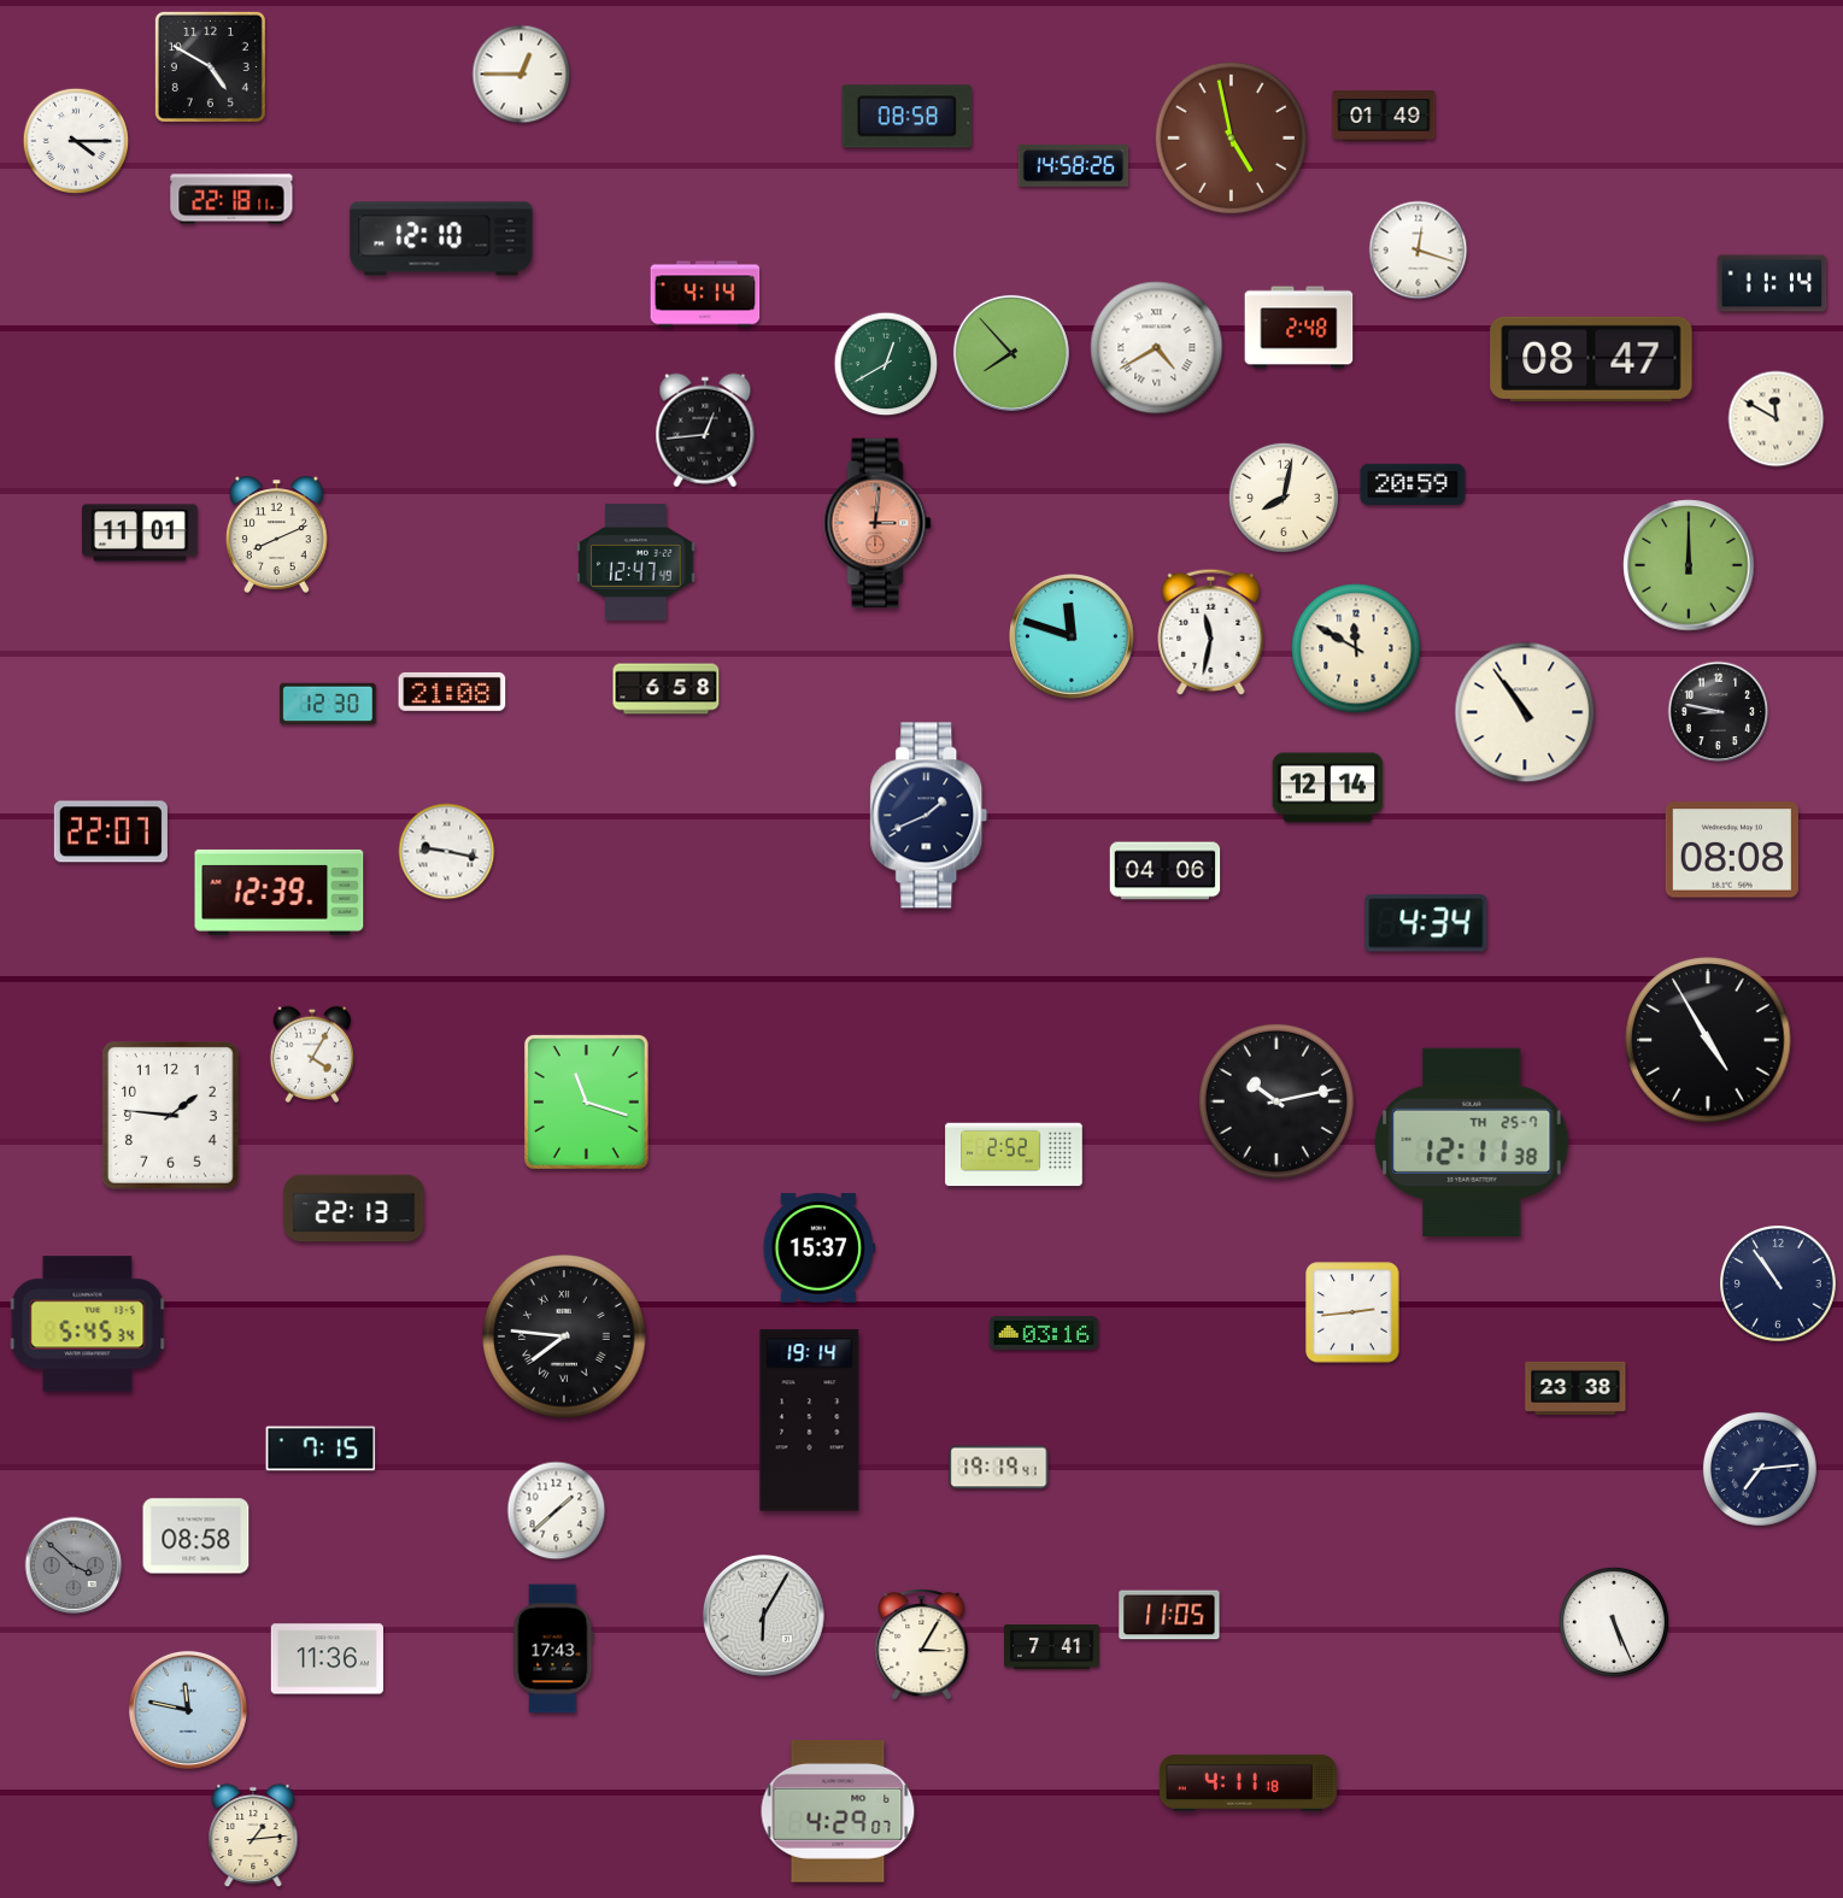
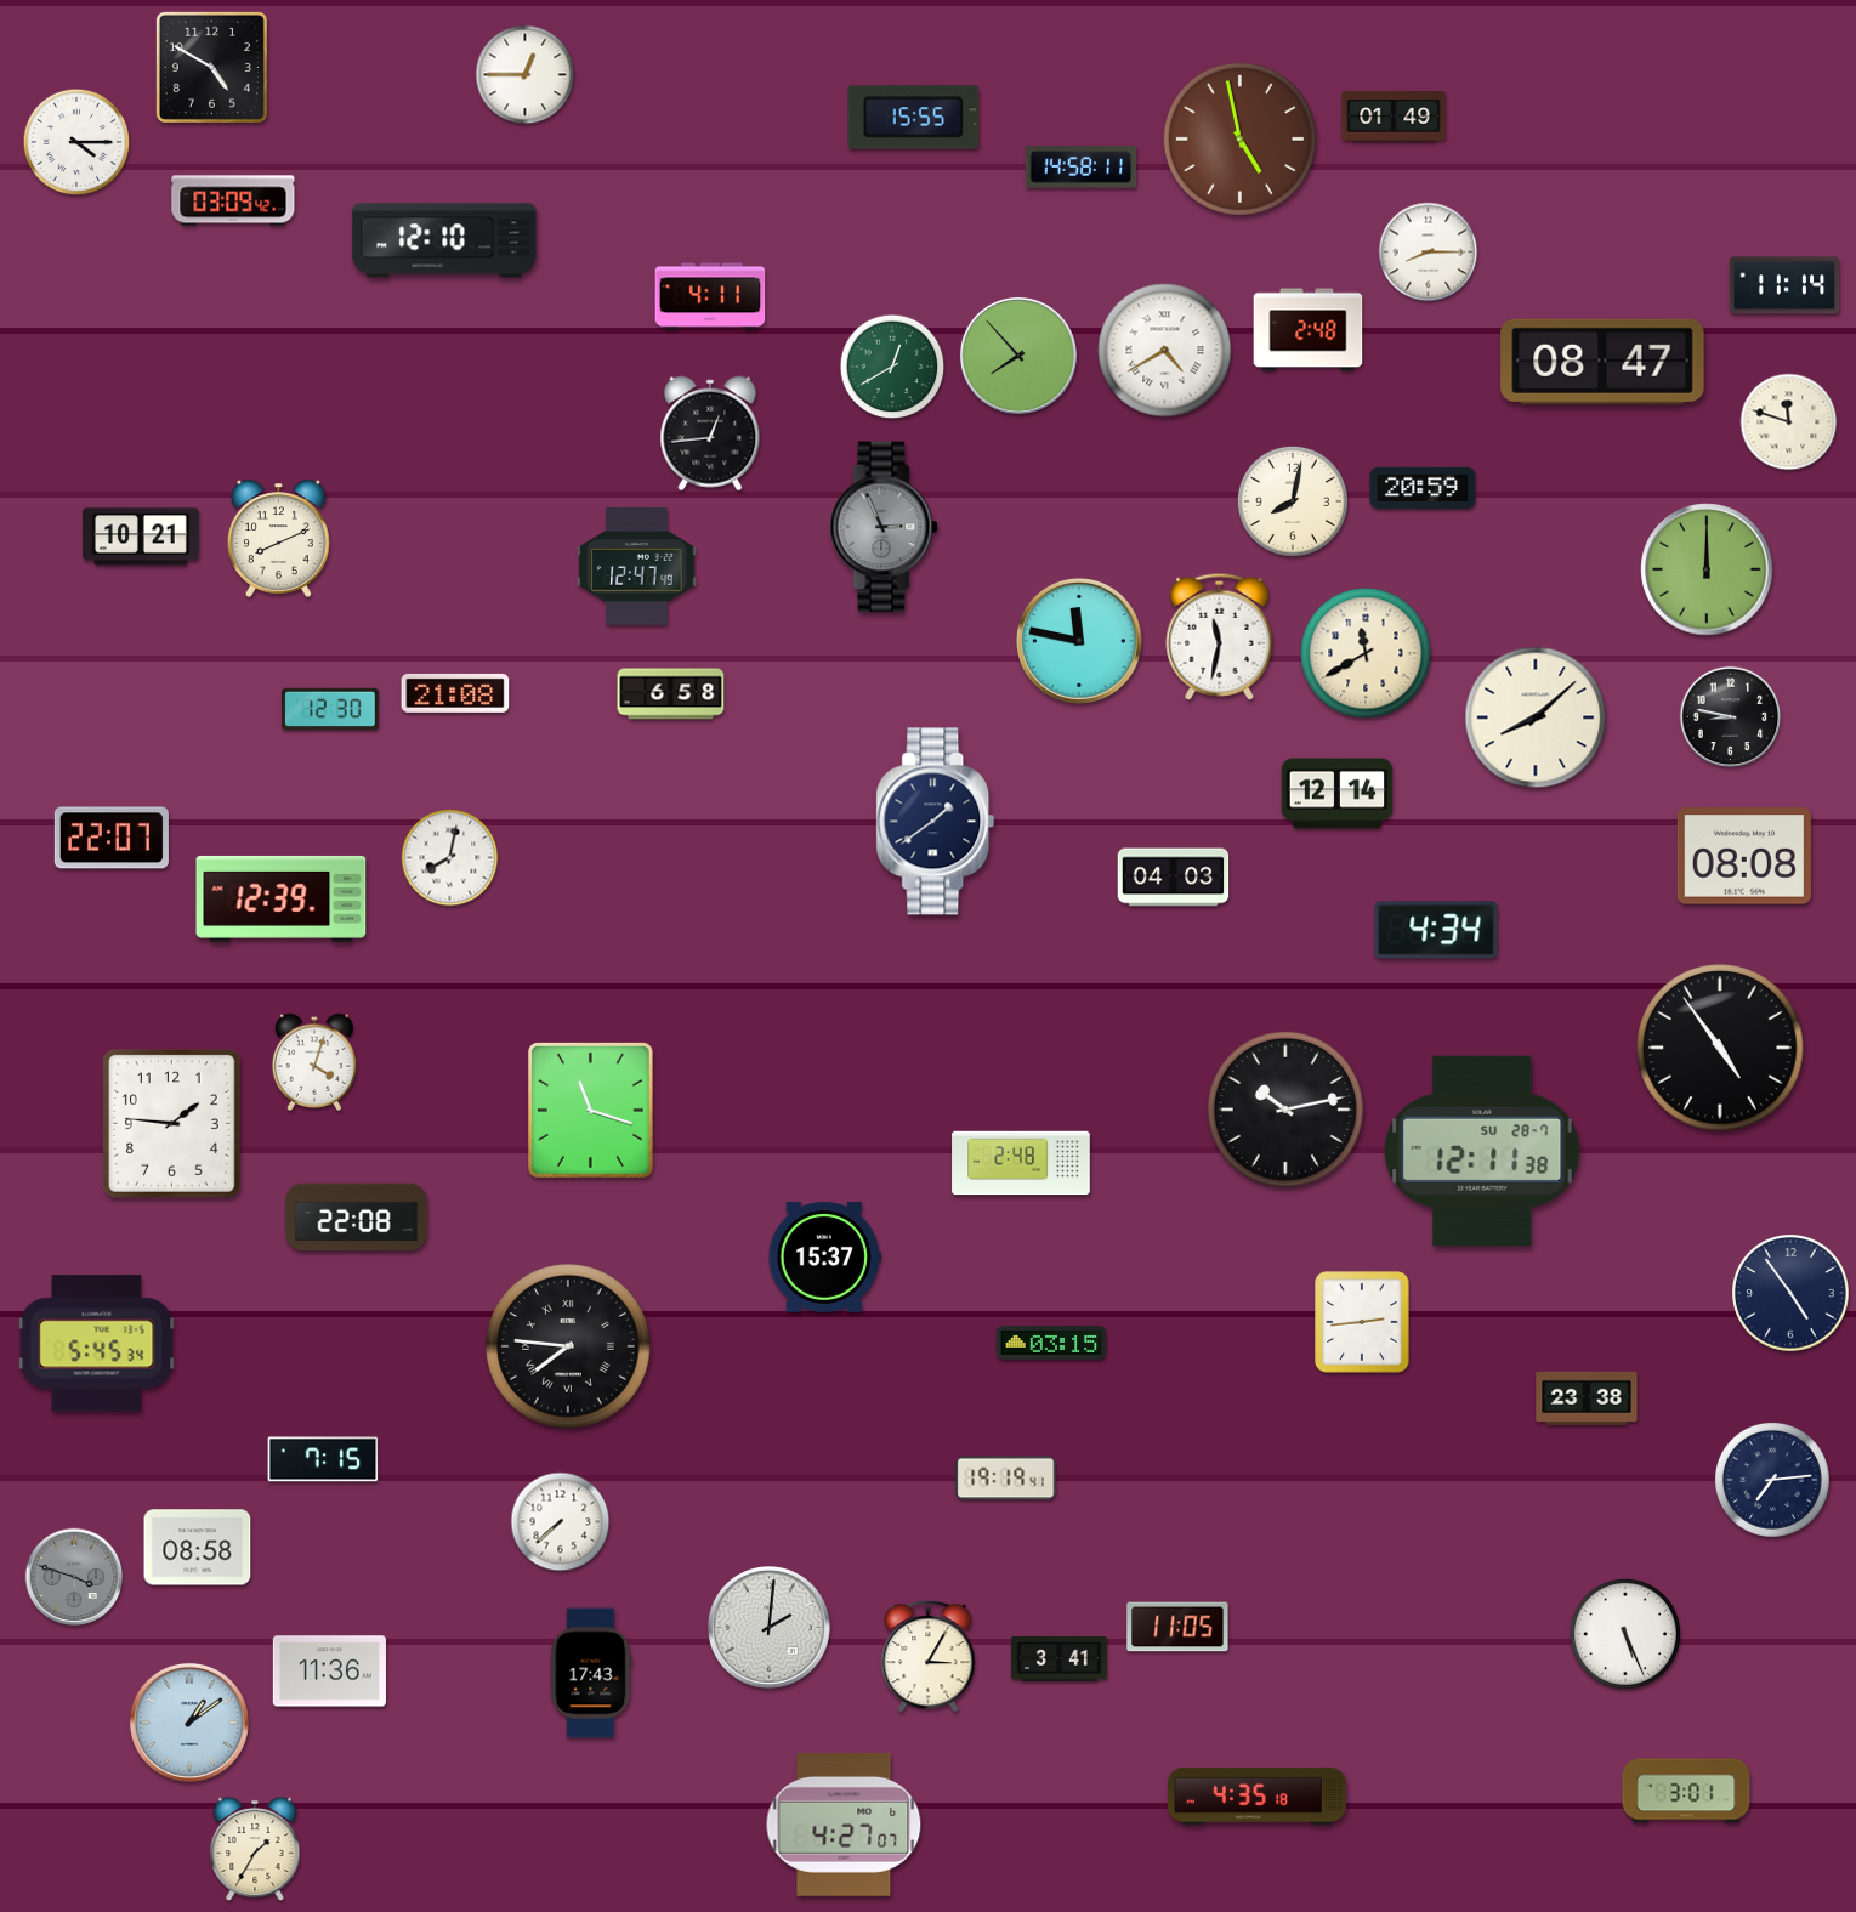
clock at (908, 117): 08:58 -> 15:55
clock at (1074, 166): 14:58:26 -> 14:58:11
clock at (231, 199): 22:18 -> 03:09
clock at (1419, 251): 12:18 -> 8:15
clock at (705, 294): 4:14 -> 4:11
clock at (1777, 419): 11:50 -> 11:48
clock at (878, 523): 3:01 -> 2:56
clock at (878, 523) dial: salmon -> grey
clock at (141, 533): 11:01 -> 10:21
clock at (636, 563) position: (636, 563) -> (637, 567)
clock at (1689, 565) position: (1689, 565) -> (1707, 569)
clock at (1072, 636): 11:48 -> 11:47
clock at (1356, 648): 11:50 -> 11:40
clock at (452, 692) position: (452, 692) -> (455, 693)
clock at (1525, 712): 10:54 -> 8:08
clock at (929, 816): 1:41 -> 1:39
clock at (447, 852): 9:17 -> 8:02
clock at (1166, 871): 04:06 -> 04:03
clock at (1708, 1040): 4:55 -> 4:54
clock at (312, 1054): 4:05 -> 4:03
clock at (1472, 1142) date: TH 25-7 -> SU 28-7
clock at (1014, 1154): 2:52 -> 2:48
clock at (354, 1209): 22:13 -> 22:08
clock at (1779, 1285): 10:54 -> 4:54
clock at (88, 1324) position: (88, 1324) -> (97, 1344)
clock at (1044, 1333): 03:16 -> 03:15
clock at (810, 1421): 19:14 -> none
clock at (557, 1511): 1:38 -> 7:38
clock at (74, 1565): 3:52 -> 3:48
clock at (764, 1616): 6:05 -> 2:01
clock at (1052, 1647): 7:41 -> 3:41
clock at (553, 1649) position: (553, 1649) -> (591, 1673)
clock at (188, 1710): 11:47 -> 1:09
clock at (1686, 1791): none -> 3:01
clock at (1248, 1782): 4:11 -> 4:35
clock at (838, 1811): 4:29 -> 4:27
clock at (253, 1835): 1:14 -> 1:35
